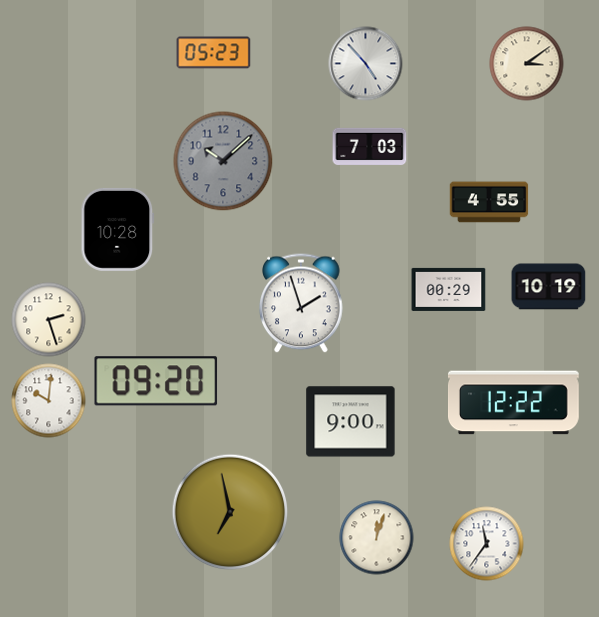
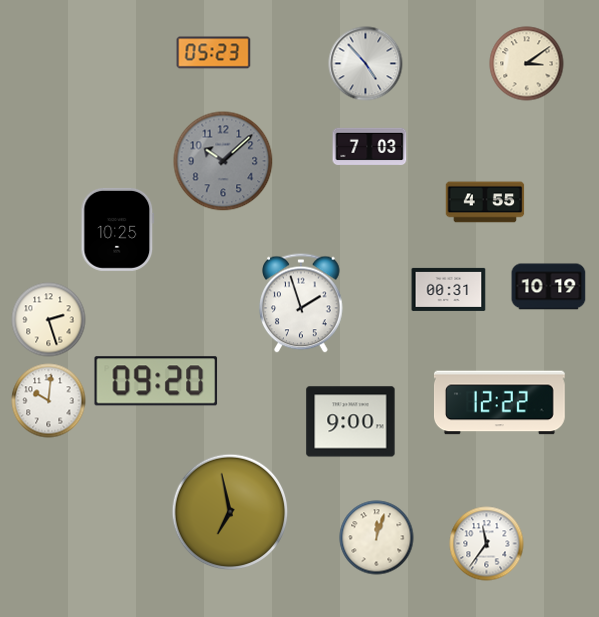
clock at (489, 202) position: (489, 202) -> (485, 202)
clock at (118, 229): 10:28 -> 10:25
clock at (449, 289): 00:29 -> 00:31
clock at (514, 403) position: (514, 403) -> (500, 403)
